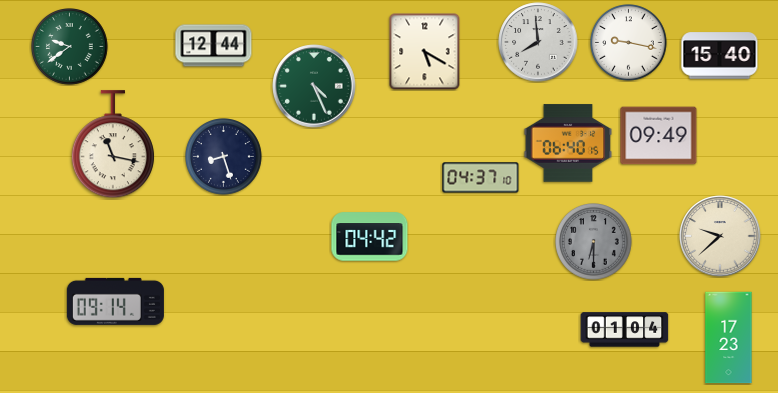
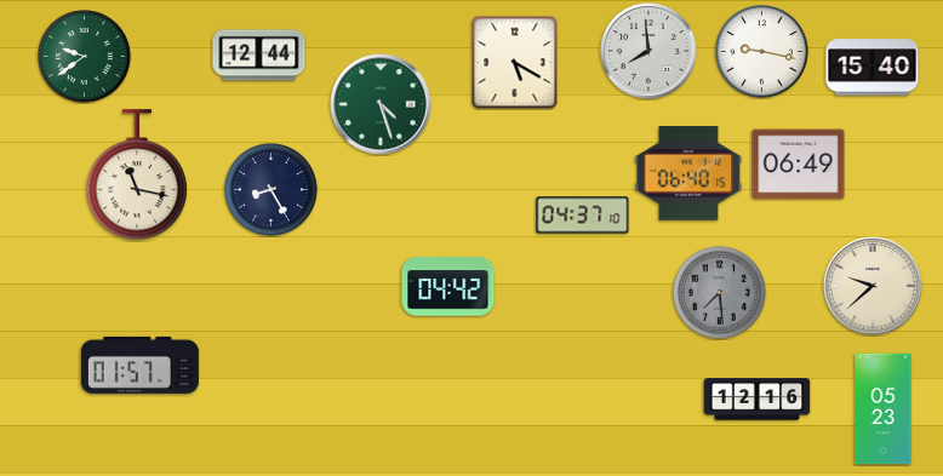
clock at (538, 42) position: (538, 42) -> (648, 51)
clock at (314, 86): 4:26 -> 4:27
clock at (659, 136): 09:49 -> 06:49
clock at (224, 157): 8:27 -> 8:25
clock at (594, 242): 6:30 -> 7:29
clock at (115, 301): 09:14 -> 01:57
clock at (625, 330): 01:04 -> 12:16
clock at (729, 338): 17:23 -> 05:23
